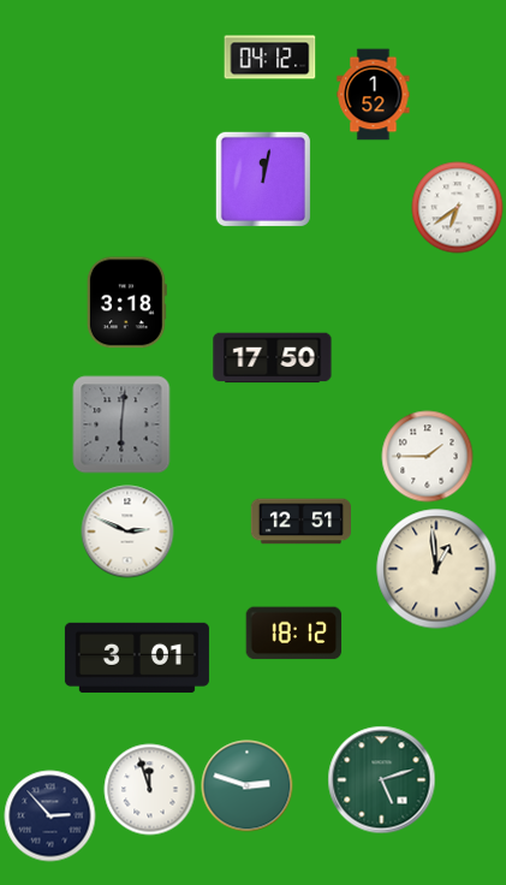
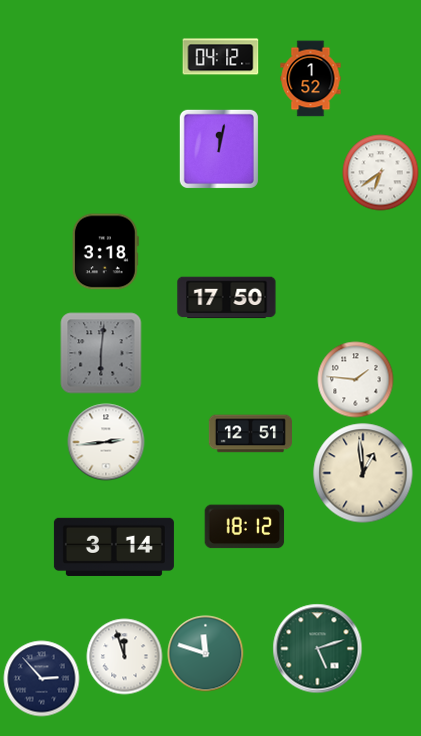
clock at (270, 58) position: (270, 58) -> (221, 57)
clock at (428, 457): 1:45 -> 1:46
clock at (127, 531): 2:49 -> 2:44
clock at (137, 658): 3:01 -> 3:14
clock at (248, 786): 2:48 -> 11:48
